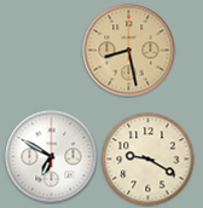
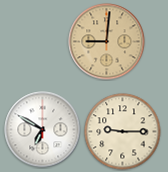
clock at (129, 51): 8:28 -> 9:01
clock at (149, 160): 9:20 -> 9:15
